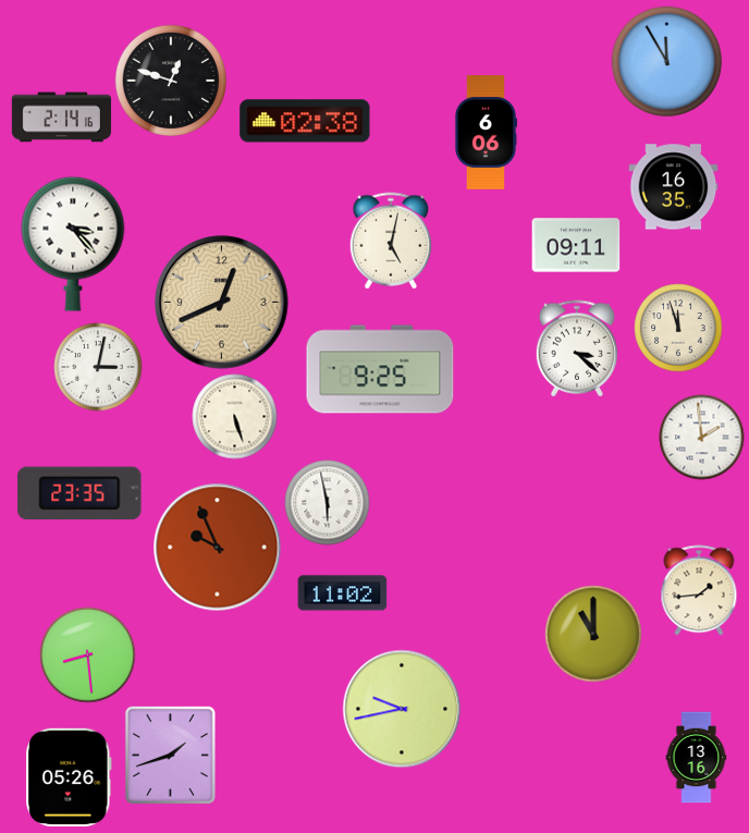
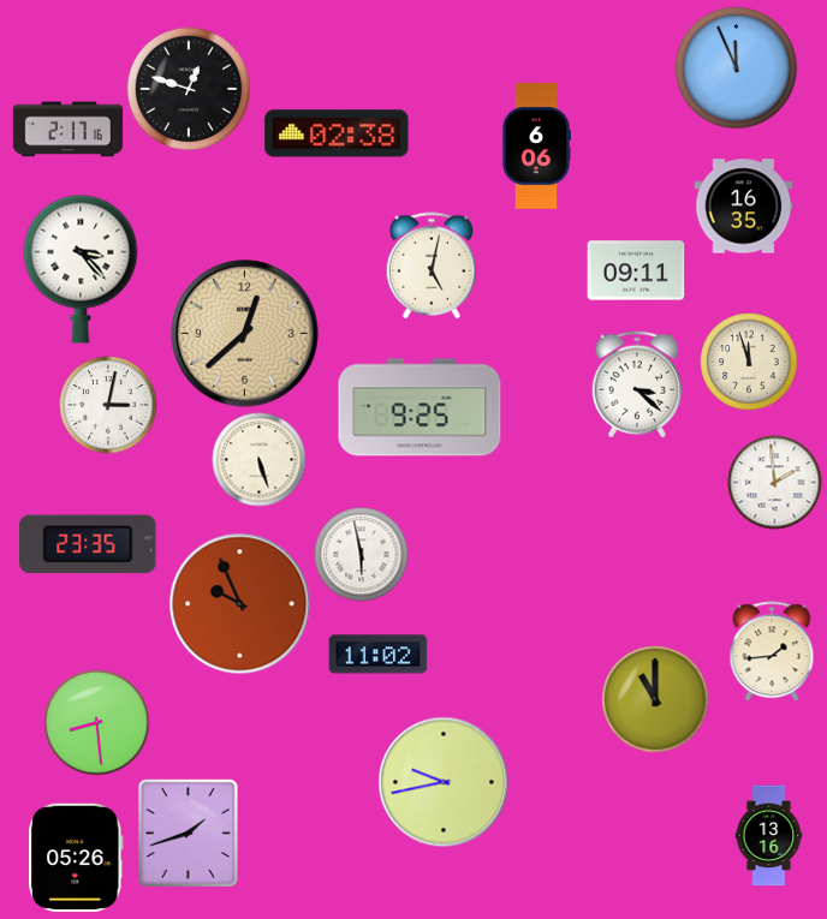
clock at (666, 61): 11:55 -> 11:56
clock at (61, 118): 2:14 -> 2:17
clock at (222, 303): 12:41 -> 12:38
